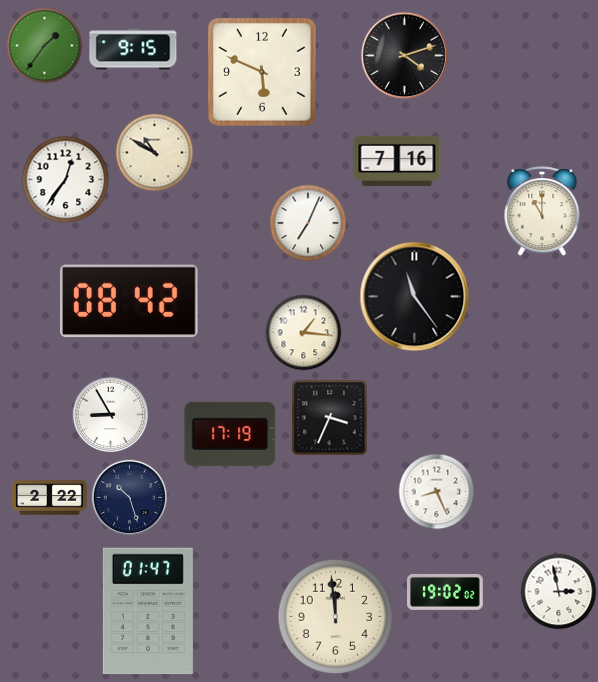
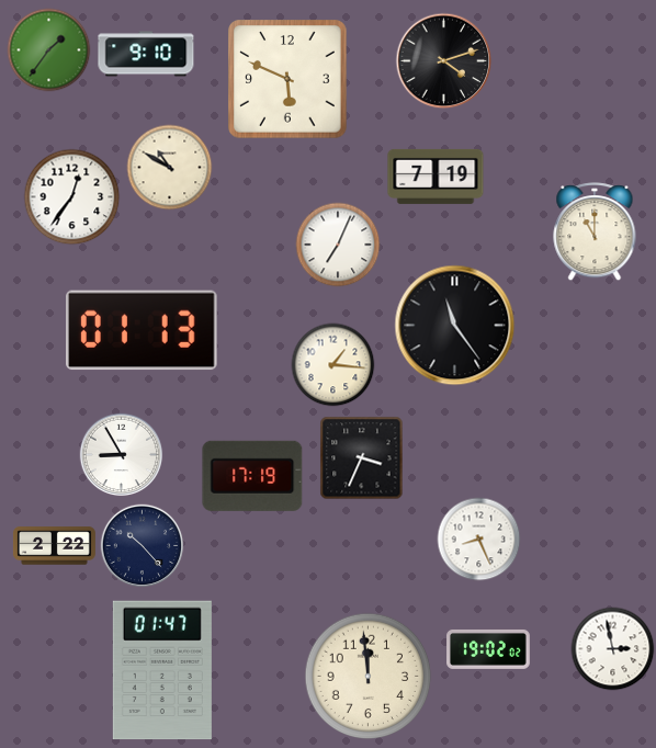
clock at (133, 49): 9:15 -> 9:10
clock at (397, 161): 7:16 -> 7:19
clock at (130, 301): 08:42 -> 01:13
clock at (130, 498): 10:27 -> 10:23
